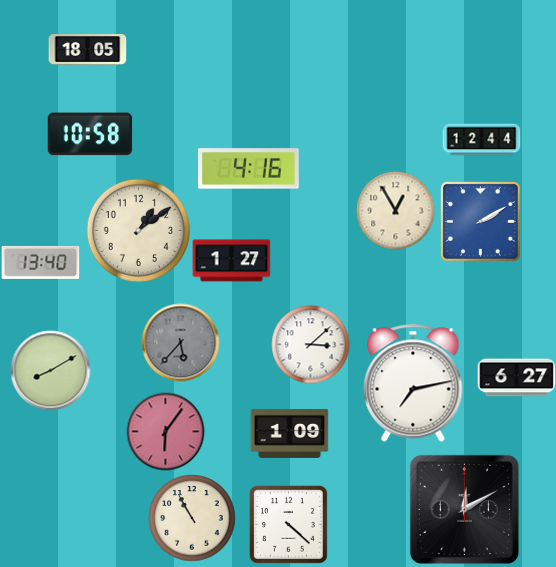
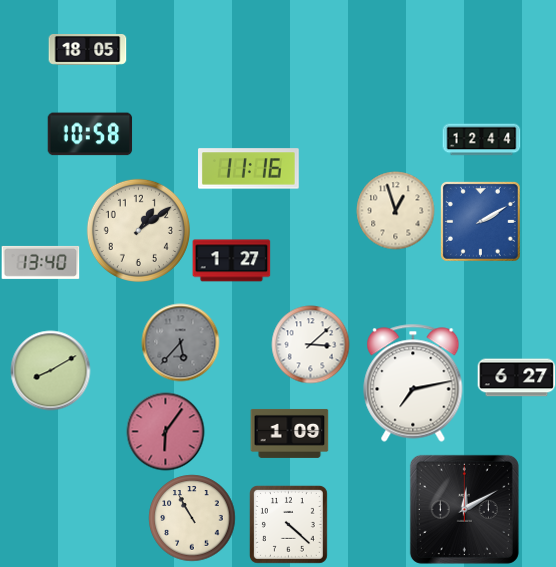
clock at (249, 169): 4:16 -> 11:16
clock at (395, 210): 12:55 -> 12:57
